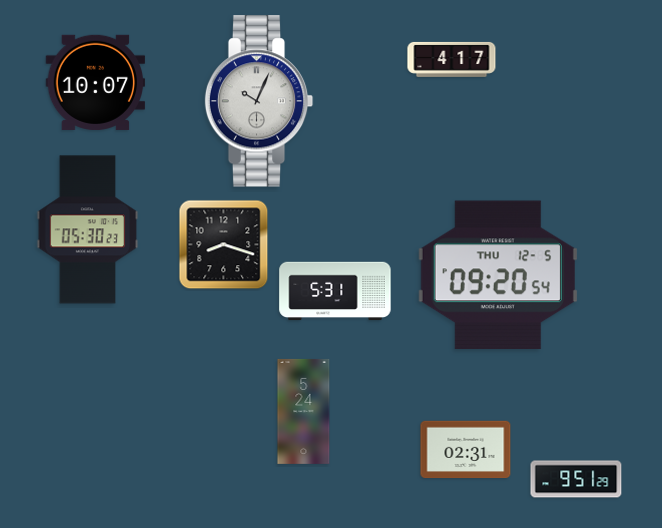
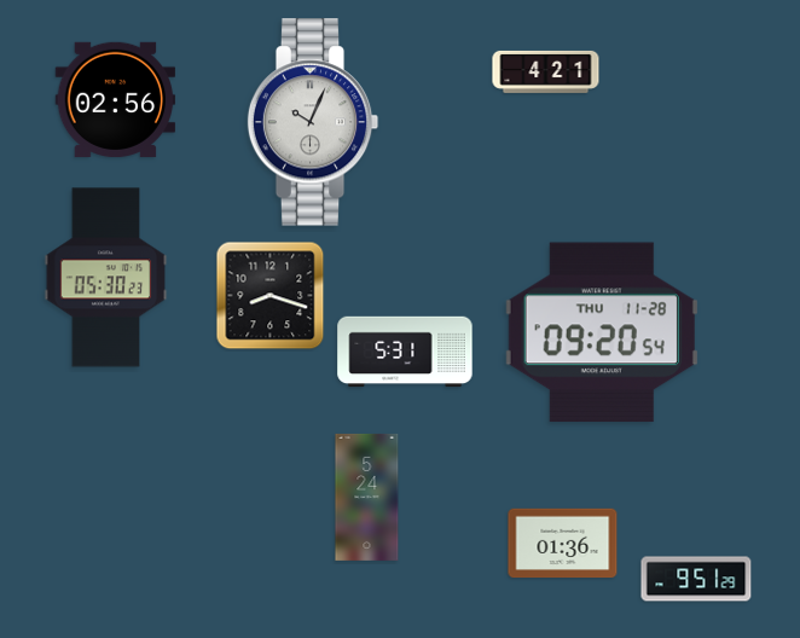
clock at (452, 59): 4:17 -> 4:21
clock at (96, 82): 10:07 -> 02:56
clock at (498, 275) date: THU 12-5 -> THU 11-28
clock at (466, 450): 02:31 -> 01:36
